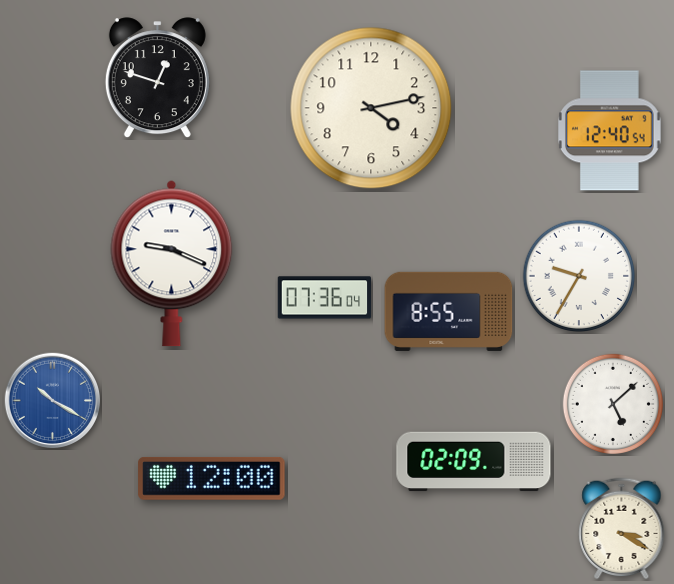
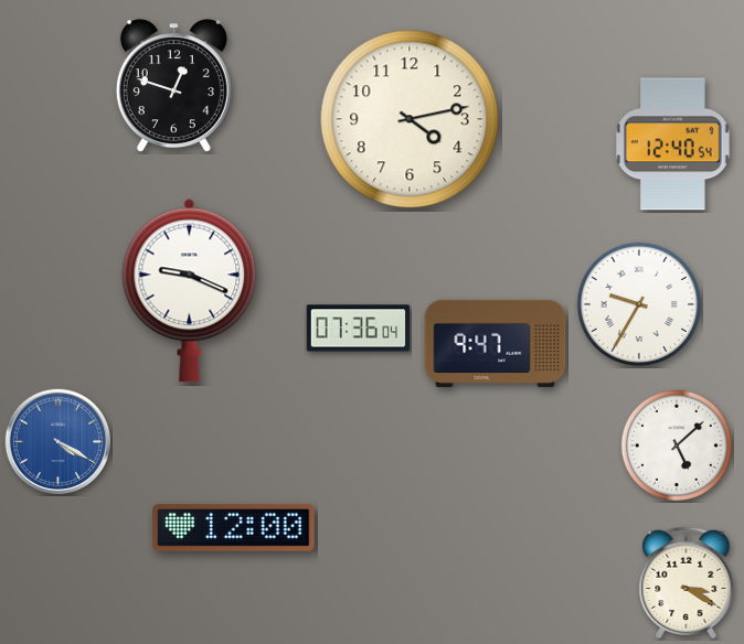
clock at (449, 311): 8:55 -> 9:47
clock at (52, 400): 10:20 -> 4:20
clock at (474, 462): 02:09 -> none
